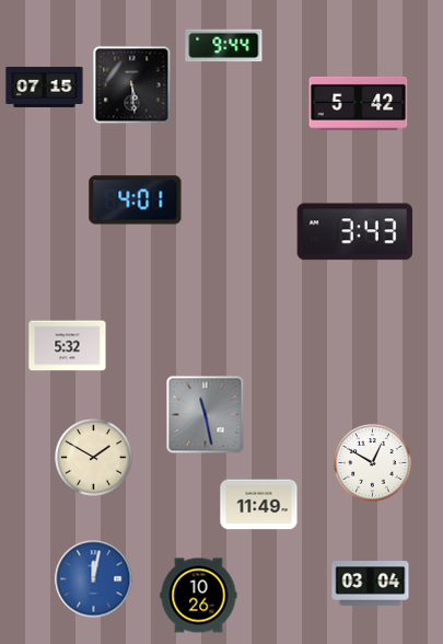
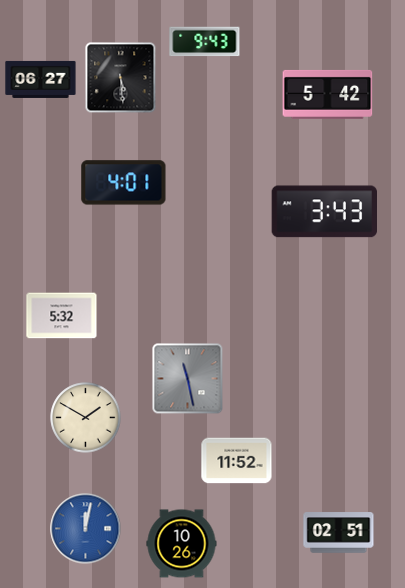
clock at (224, 46): 9:44 -> 9:43
clock at (45, 87): 07:15 -> 06:27
clock at (373, 463): 12:50 -> none
clock at (259, 505): 11:49 -> 11:52
clock at (371, 584): 03:04 -> 02:51
